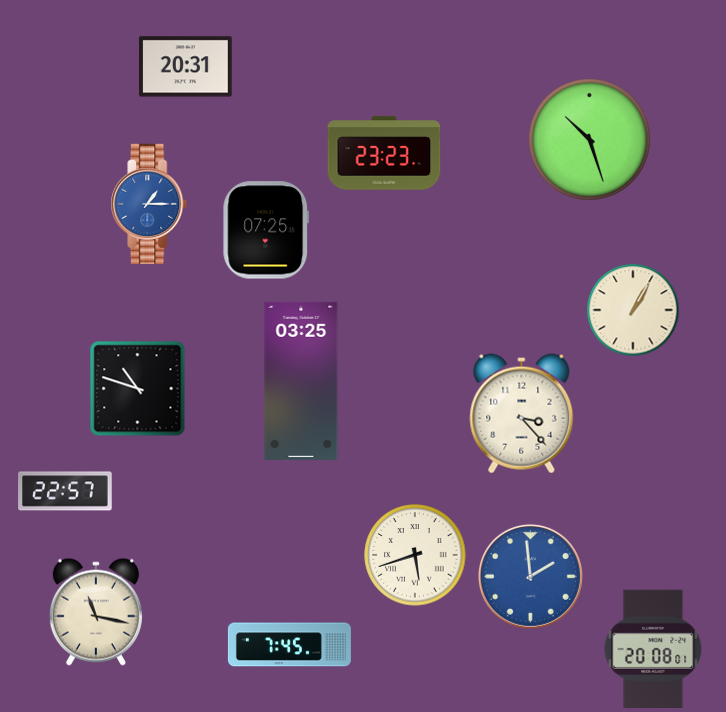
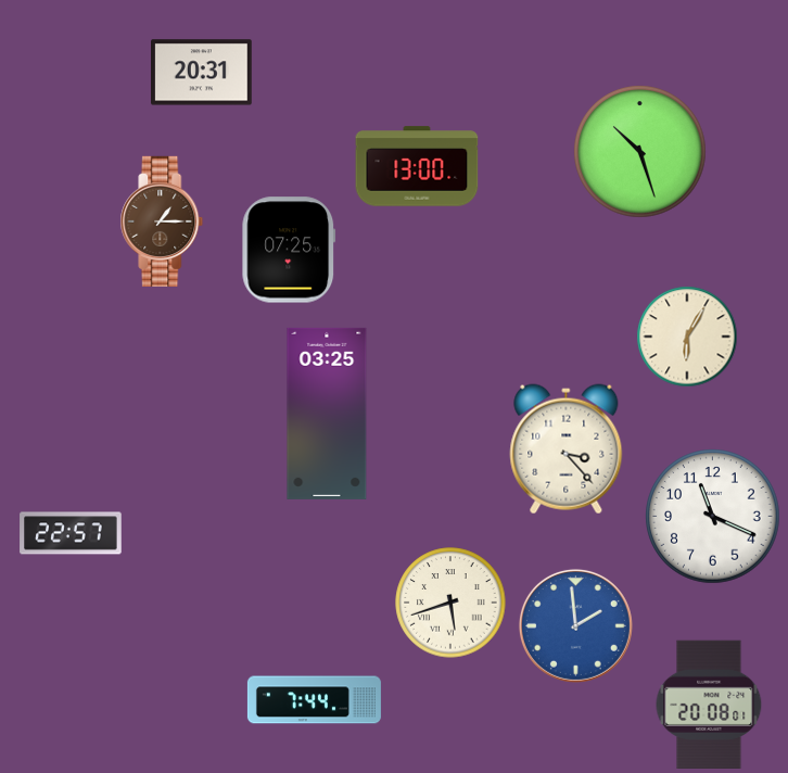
clock at (384, 153): 23:23 -> 13:00
clock at (149, 204) dial: blue -> brown
clock at (633, 310): 1:05 -> 6:05
clock at (138, 389): 10:48 -> none
clock at (713, 517): none -> 11:19
clock at (96, 612): 11:17 -> none
clock at (289, 645): 7:45 -> 7:44
